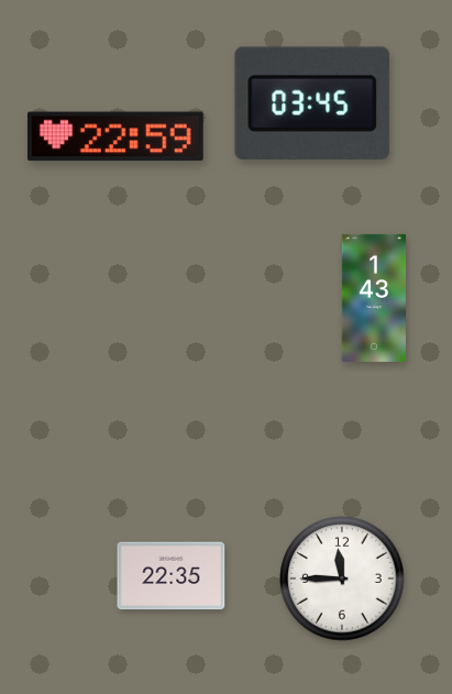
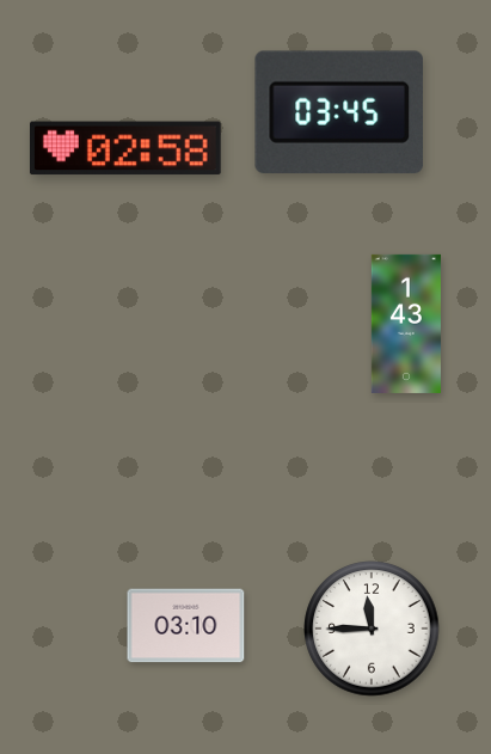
clock at (115, 136): 22:59 -> 02:58
clock at (172, 576): 22:35 -> 03:10
